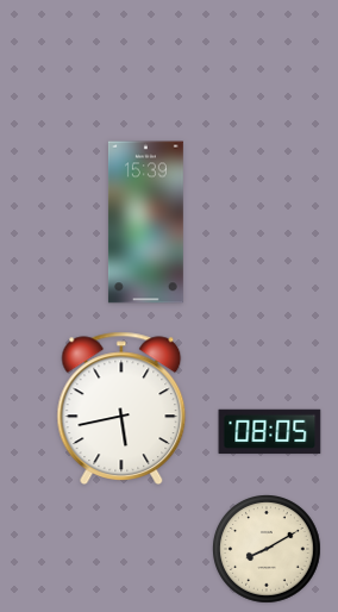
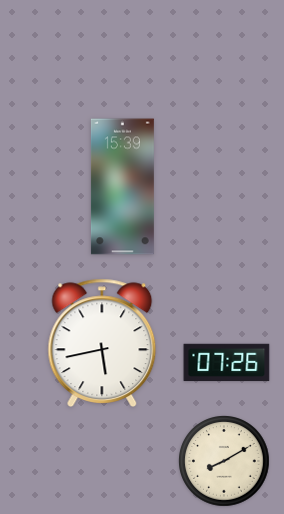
clock at (270, 432): 08:05 -> 07:26
